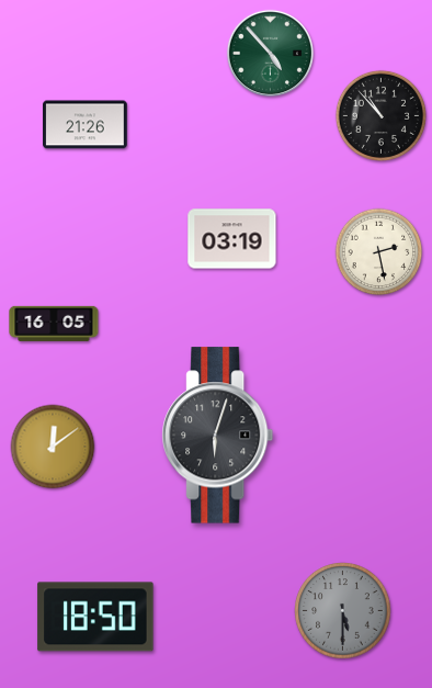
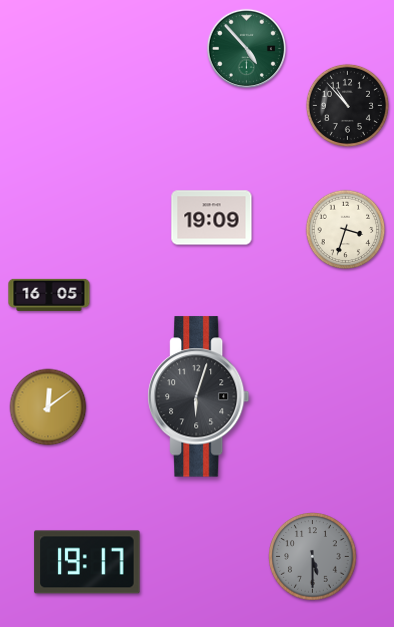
clock at (86, 125): 21:26 -> none
clock at (232, 239): 03:19 -> 19:09
clock at (379, 252): 2:28 -> 3:33
clock at (95, 617): 18:50 -> 19:17
